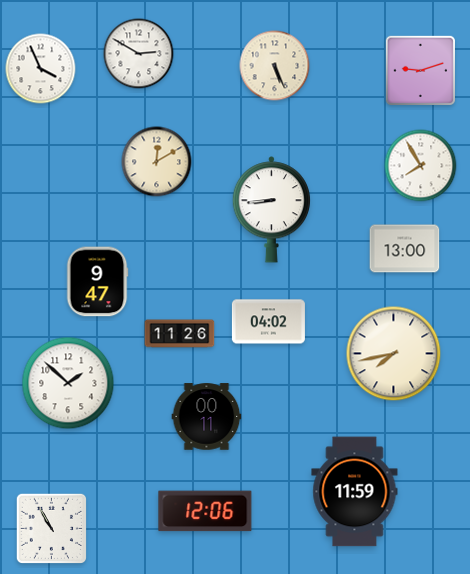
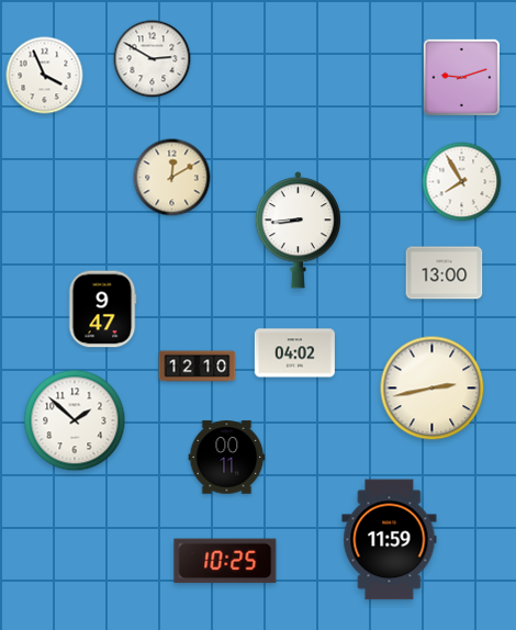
clock at (275, 66): 5:26 -> none
clock at (97, 282) position: (97, 282) -> (102, 310)
clock at (180, 334): 11:26 -> 12:10
clock at (394, 354): 7:43 -> 2:43
clock at (205, 511): 12:06 -> 10:25
clock at (51, 528): 10:55 -> none
